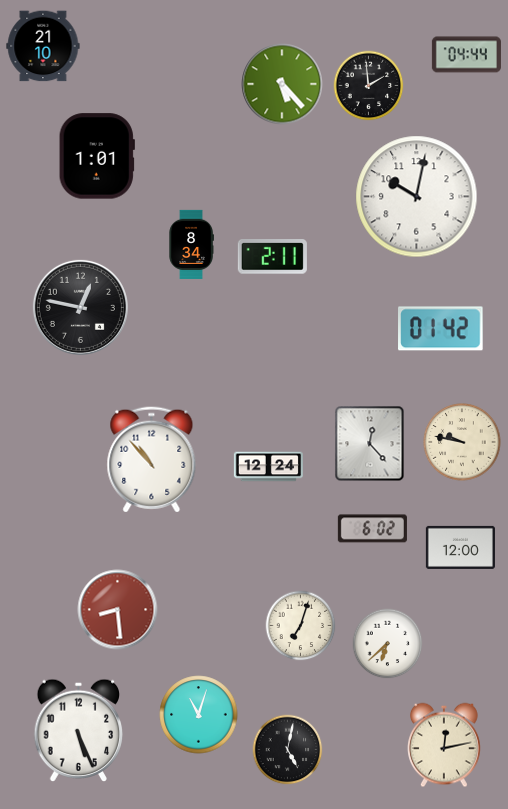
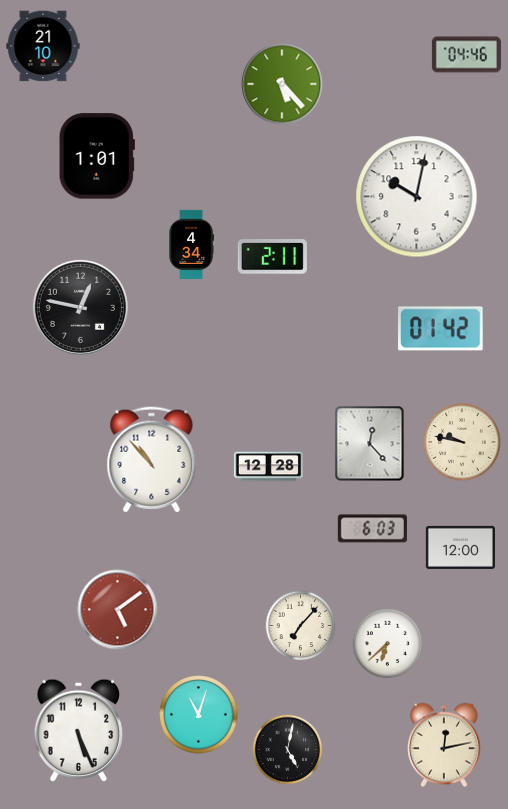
clock at (466, 55): 04:44 -> 04:46
clock at (369, 86): 1:59 -> none
clock at (191, 244): 8:34 -> 4:34
clock at (268, 467): 12:24 -> 12:28
clock at (372, 529): 6:02 -> 6:03
clock at (118, 610): 8:29 -> 5:09
clock at (301, 626): 7:03 -> 7:07
